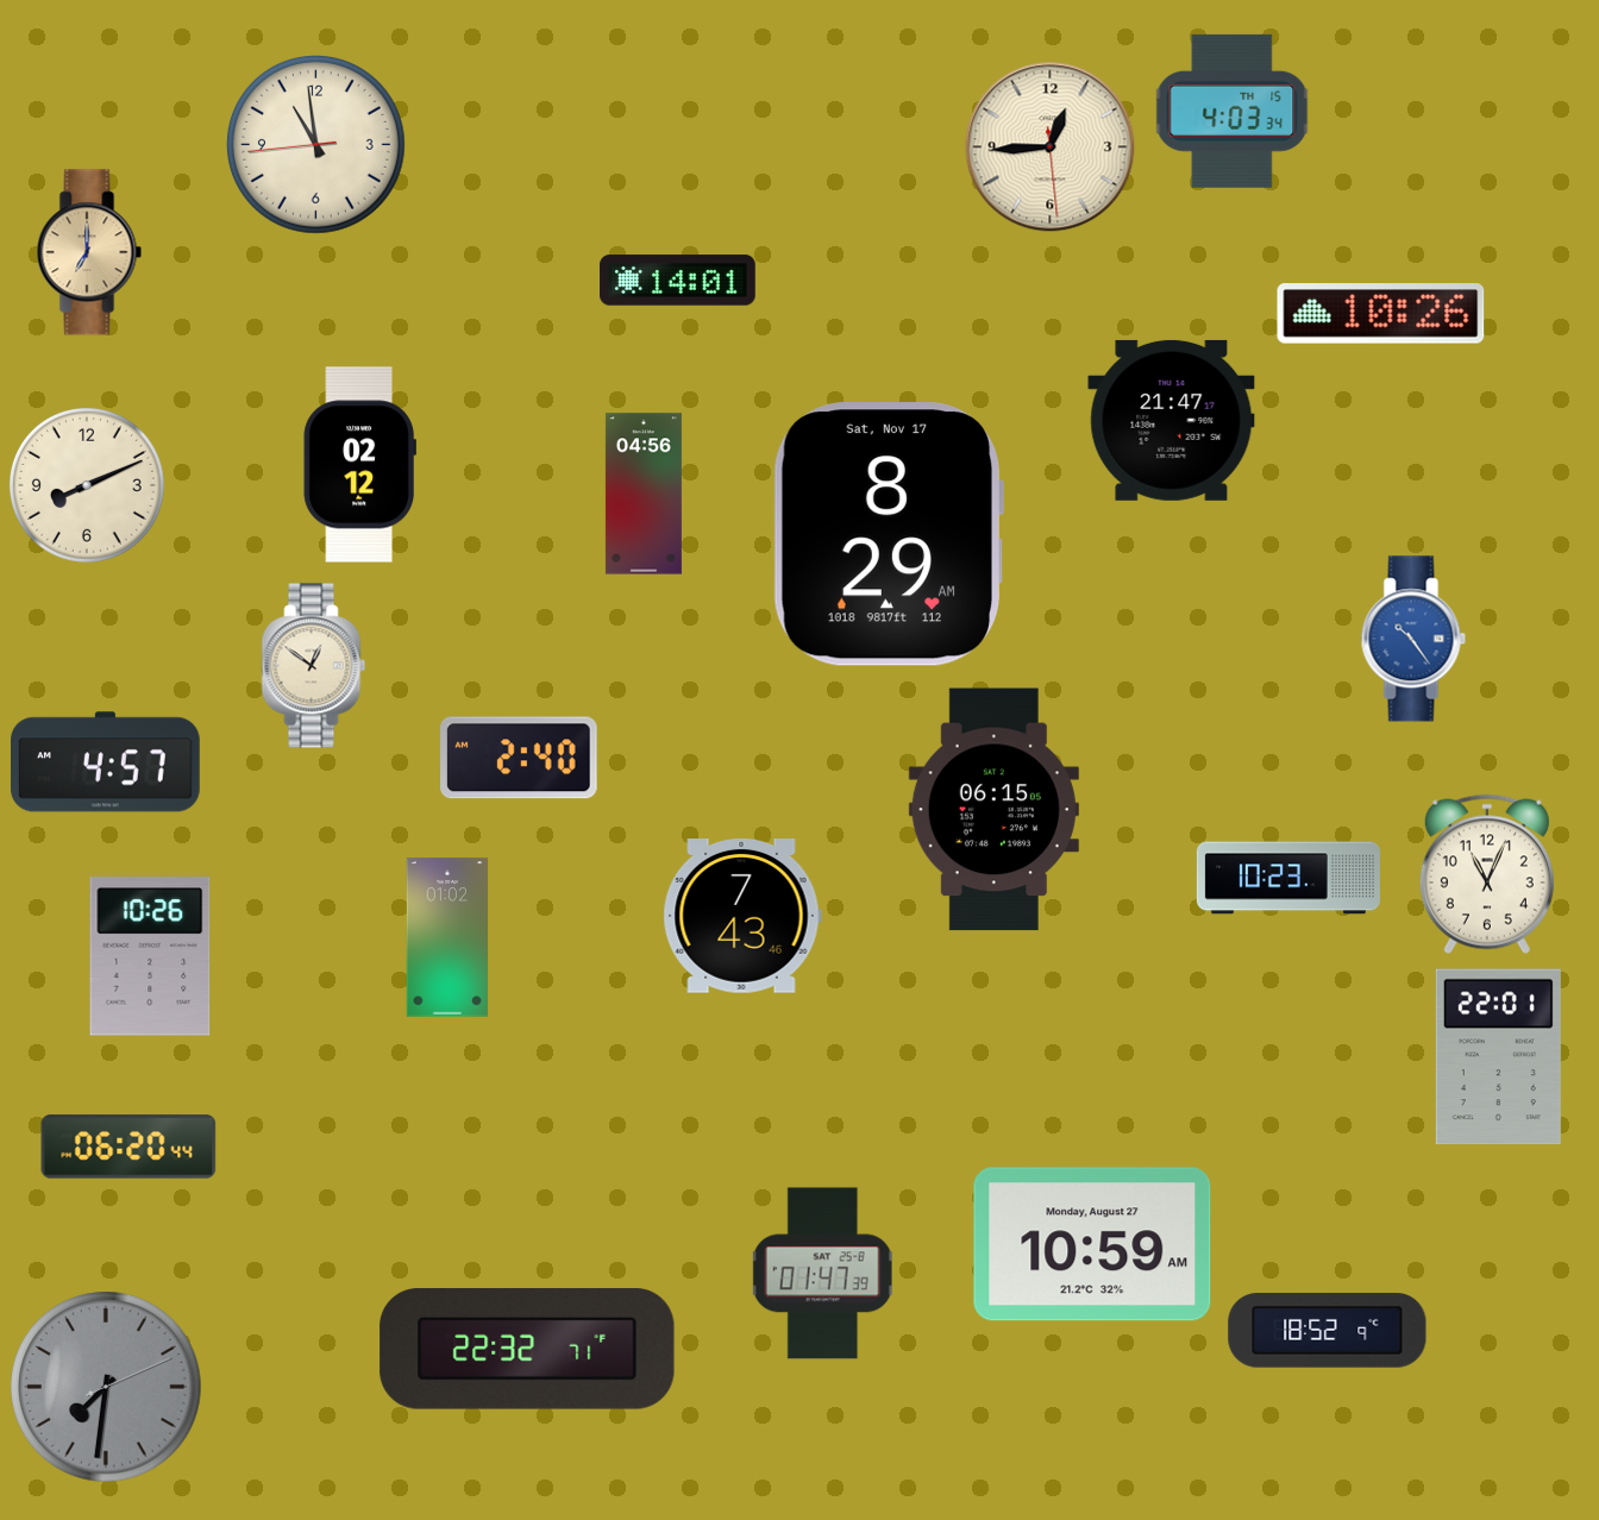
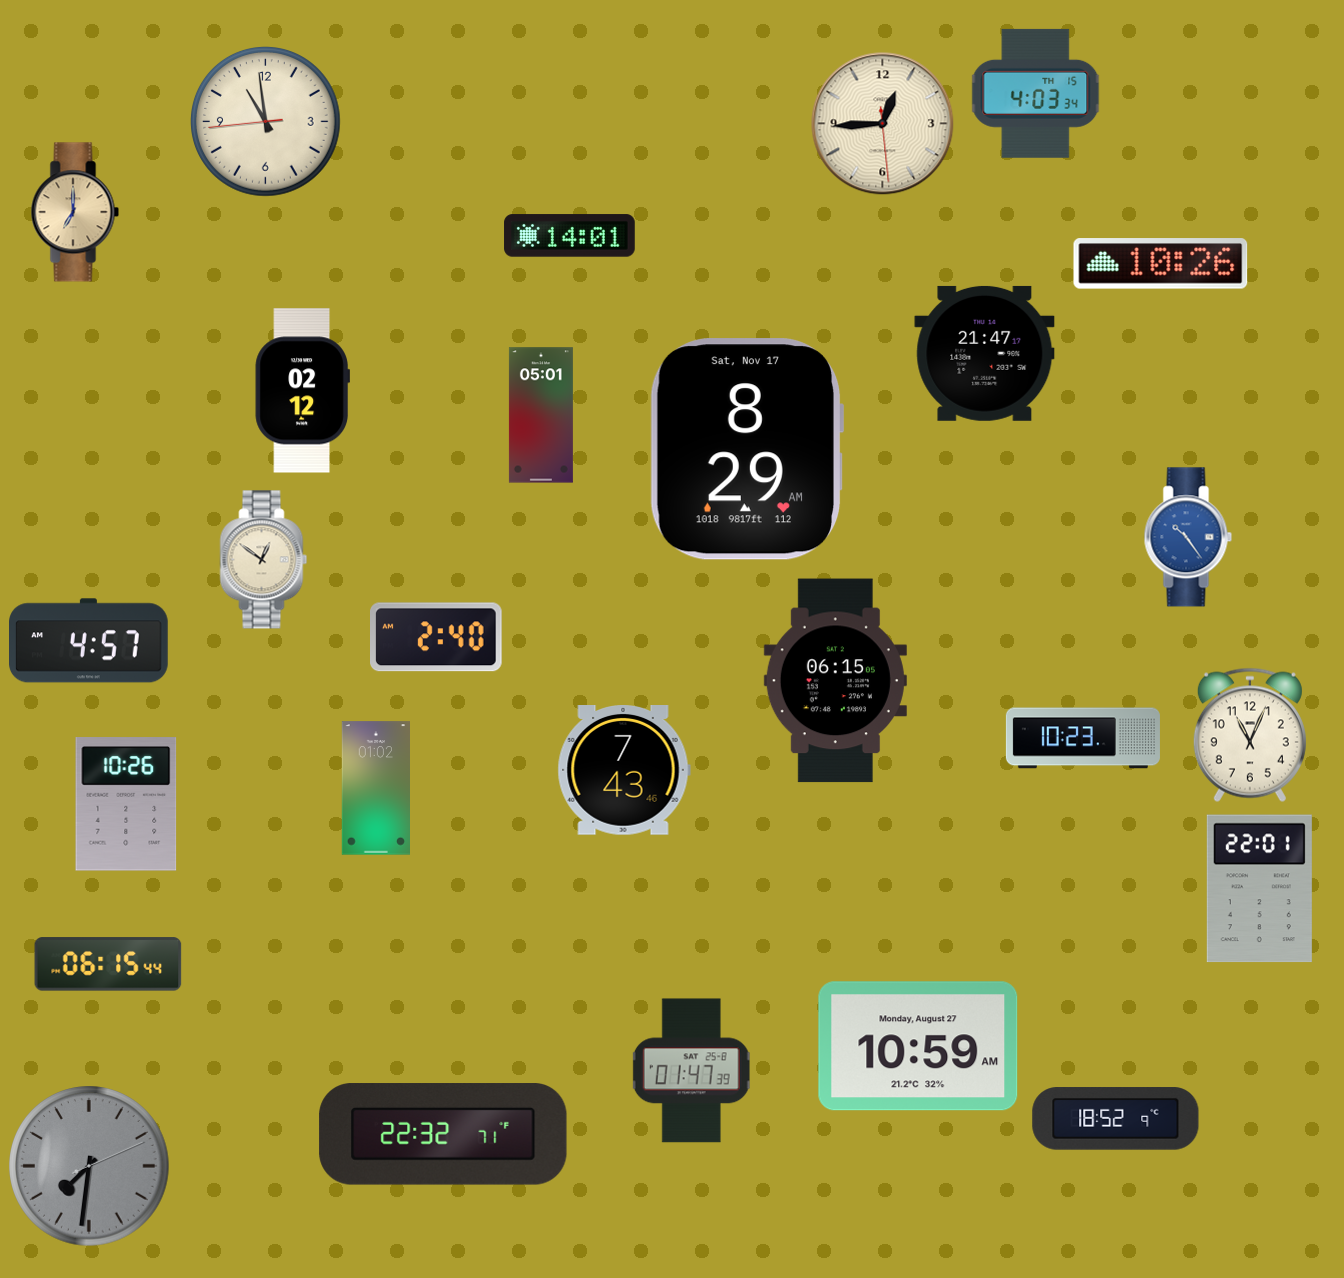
clock at (87, 485): 8:11 -> none
clock at (644, 494): 04:56 -> 05:01
clock at (128, 1147): 06:20 -> 06:15
